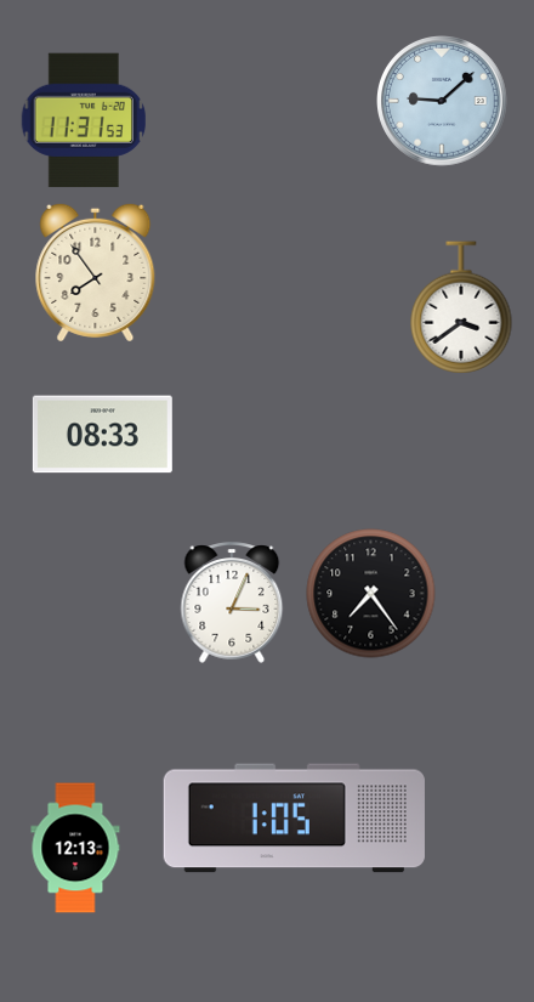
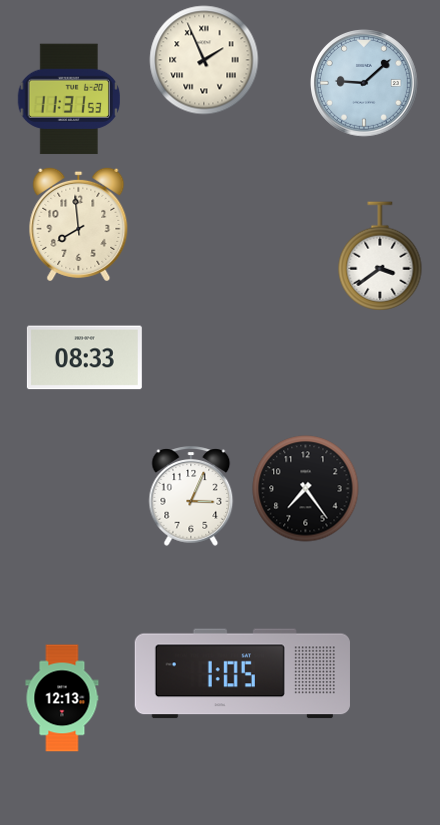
clock at (204, 60): none -> 1:56
clock at (96, 272): 7:54 -> 7:59
clock at (461, 307) position: (461, 307) -> (380, 256)
